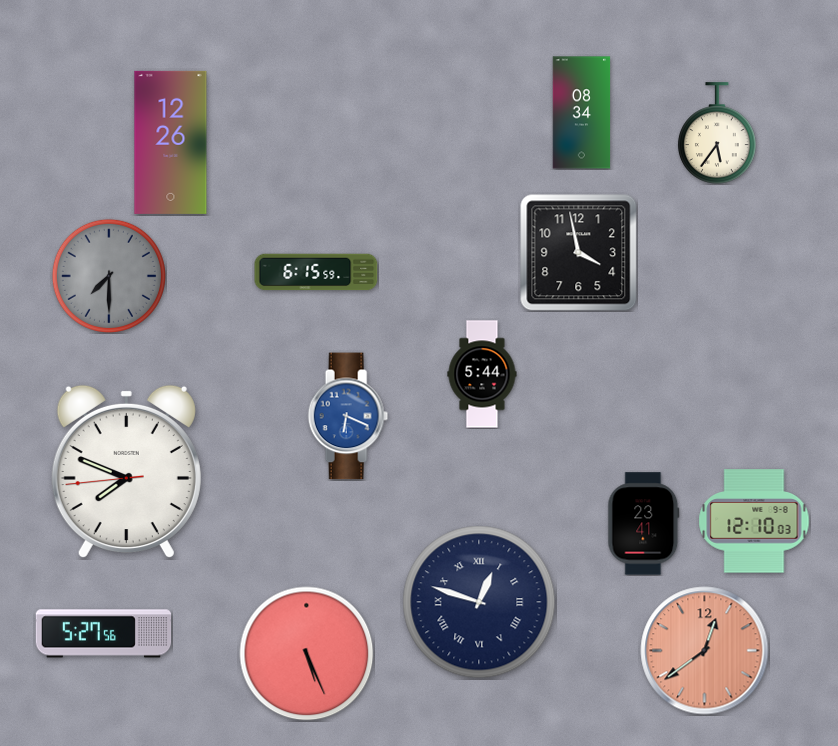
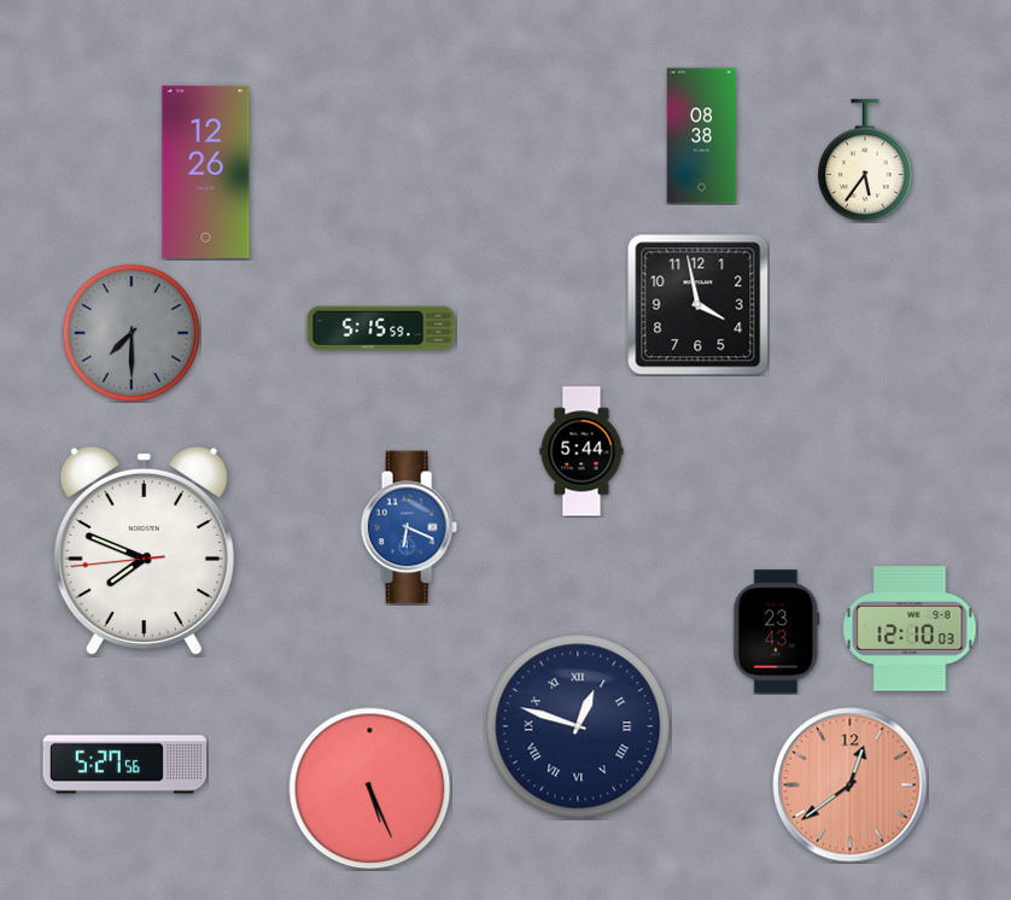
clock at (582, 113): 08:34 -> 08:38
clock at (316, 272): 6:15 -> 5:15
clock at (348, 416) position: (348, 416) -> (409, 527)
clock at (126, 472) position: (126, 472) -> (144, 551)
clock at (644, 524): 23:41 -> 23:43
